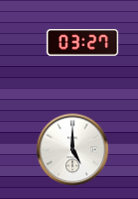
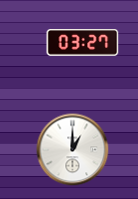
clock at (73, 150): 5:00 -> 1:00
